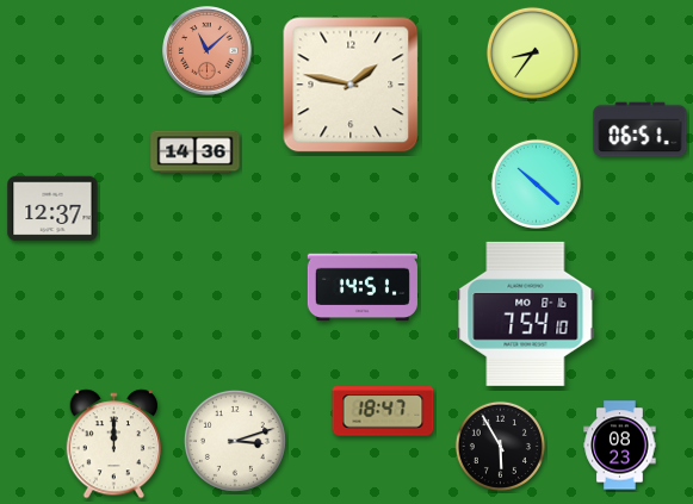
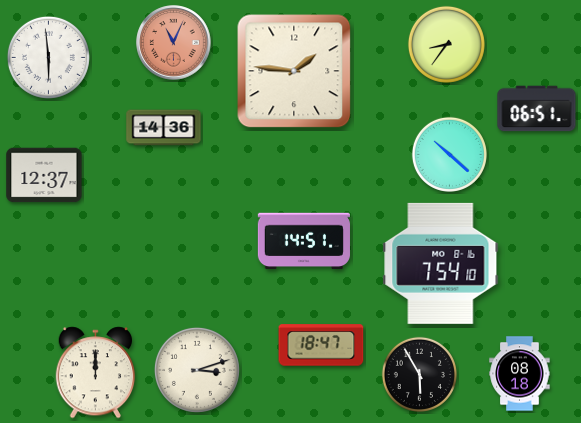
clock at (208, 51): 11:08 -> 11:04
clock at (48, 57): none -> 5:59
clock at (351, 85): 1:47 -> 1:46
clock at (620, 446): 08:23 -> 08:18
